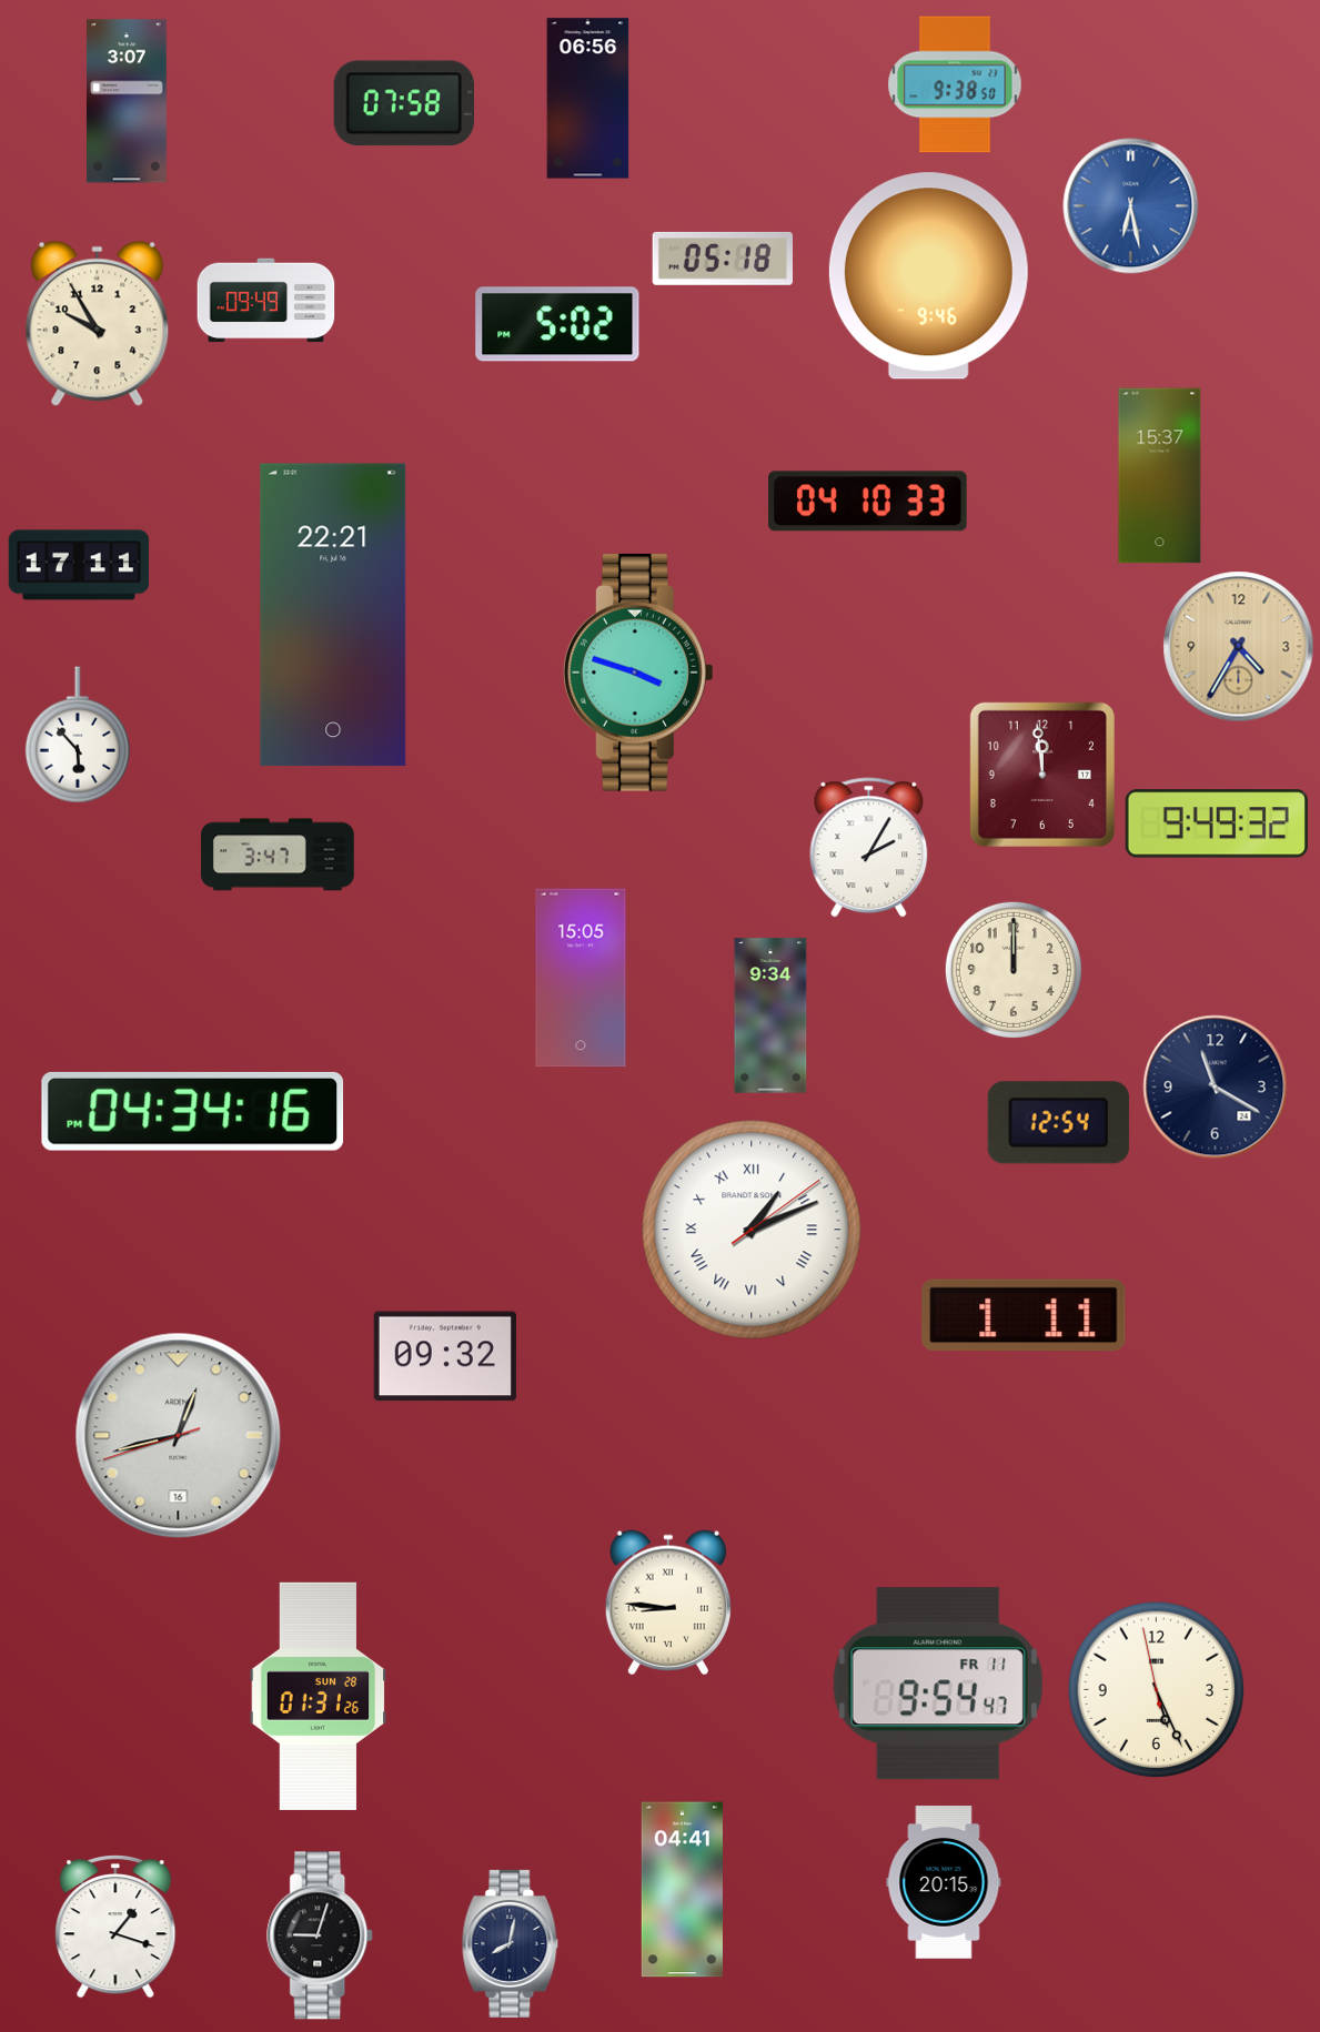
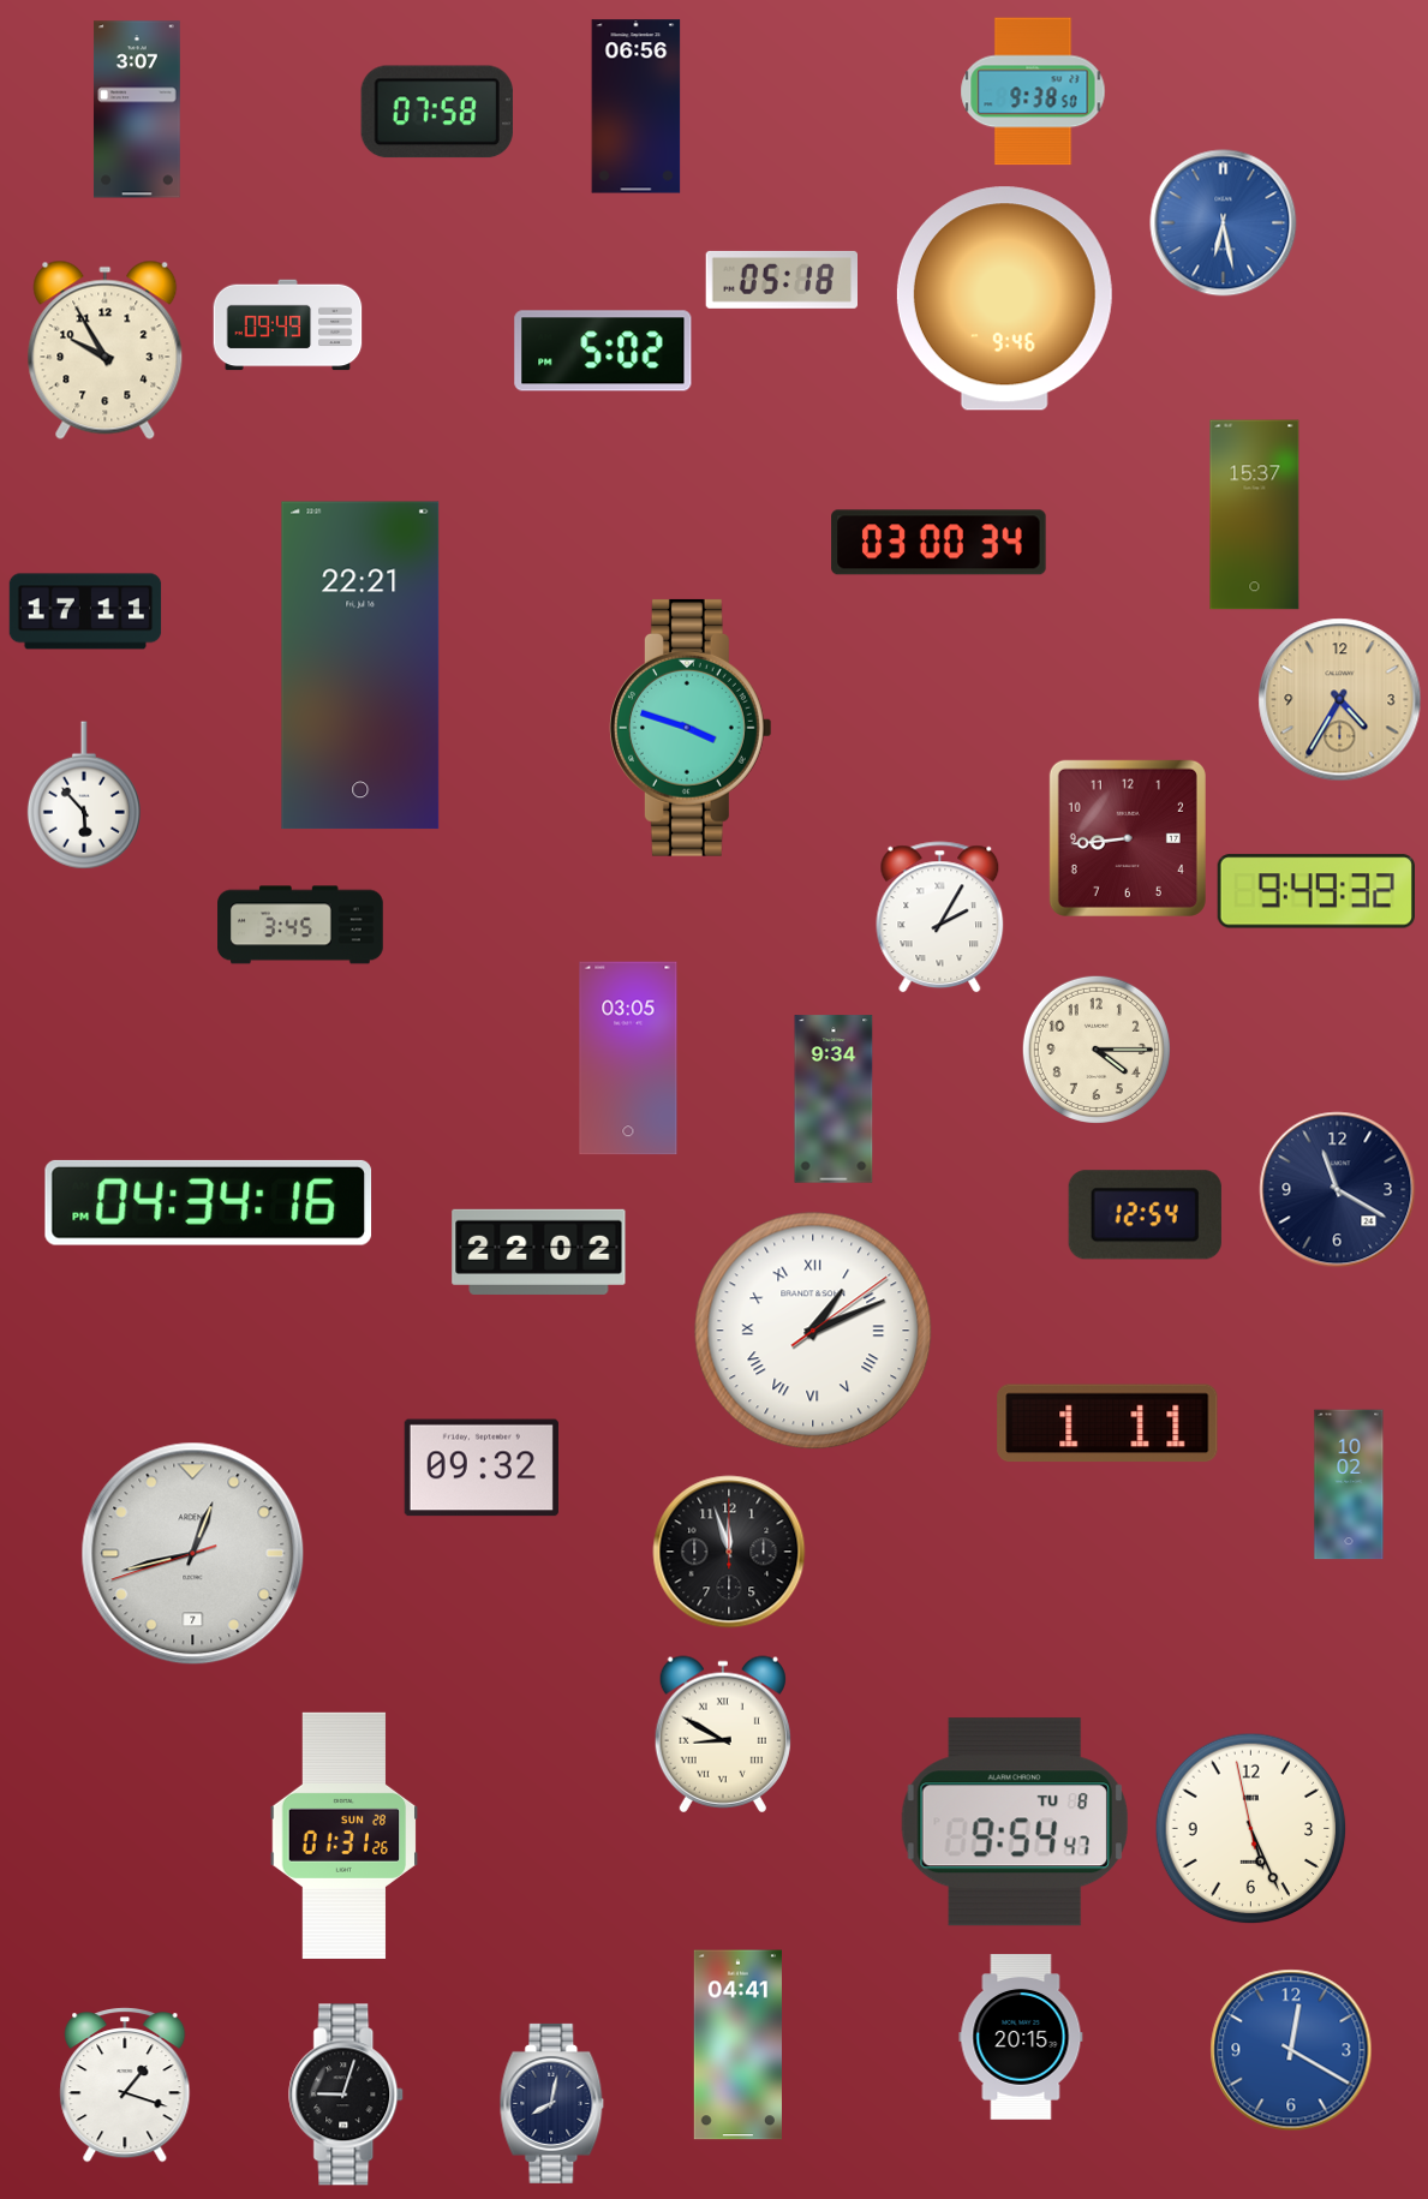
clock at (868, 502): 04:10 -> 03:00
clock at (1042, 775): 11:59 -> 8:44
clock at (278, 855): 3:47 -> 3:45
clock at (1014, 970): 12:00 -> 4:15
clock at (581, 978): 15:05 -> 03:05
clock at (1216, 1088) position: (1216, 1088) -> (1338, 1190)
clock at (539, 1251): none -> 22:02
clock at (1349, 1484): none -> 10:02
clock at (729, 1552): none -> 11:57
clock at (179, 1436) date: 16 -> 7
clock at (668, 1603): 8:46 -> 8:50
clock at (938, 1684) date: FR 11 -> TU 8
clock at (1291, 2050): none -> 12:20
